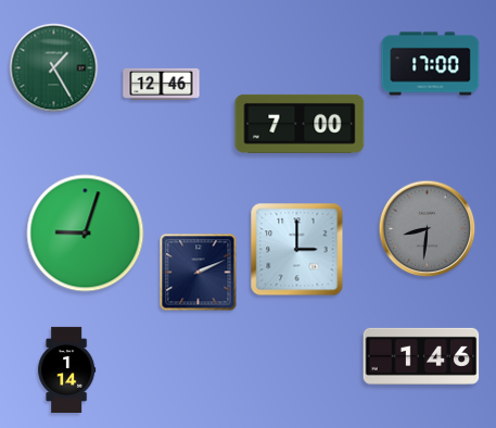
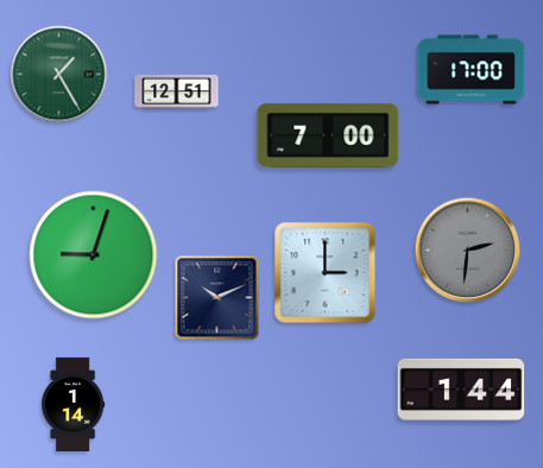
clock at (162, 84): 12:46 -> 12:51
clock at (428, 229): 8:31 -> 2:31
clock at (199, 273): 2:11 -> 10:11
clock at (421, 356): 1:46 -> 1:44
